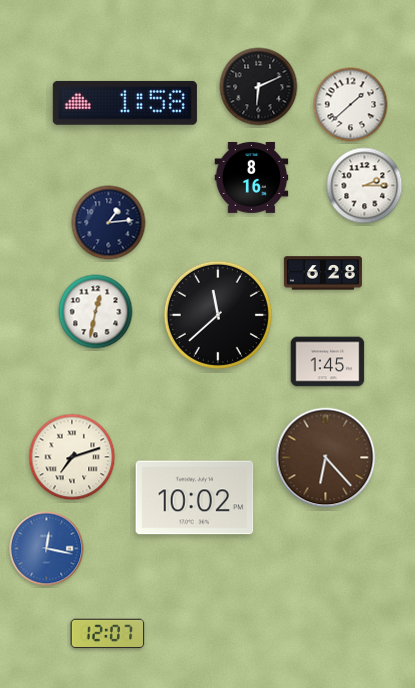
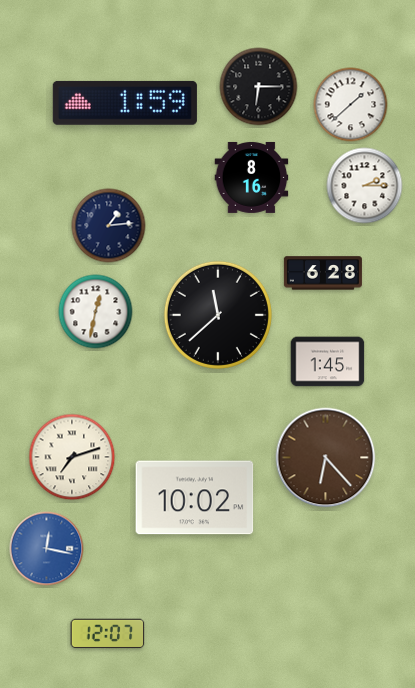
clock at (259, 87): 6:11 -> 6:15
clock at (125, 103): 1:58 -> 1:59
clock at (109, 223) position: (109, 223) -> (109, 226)
